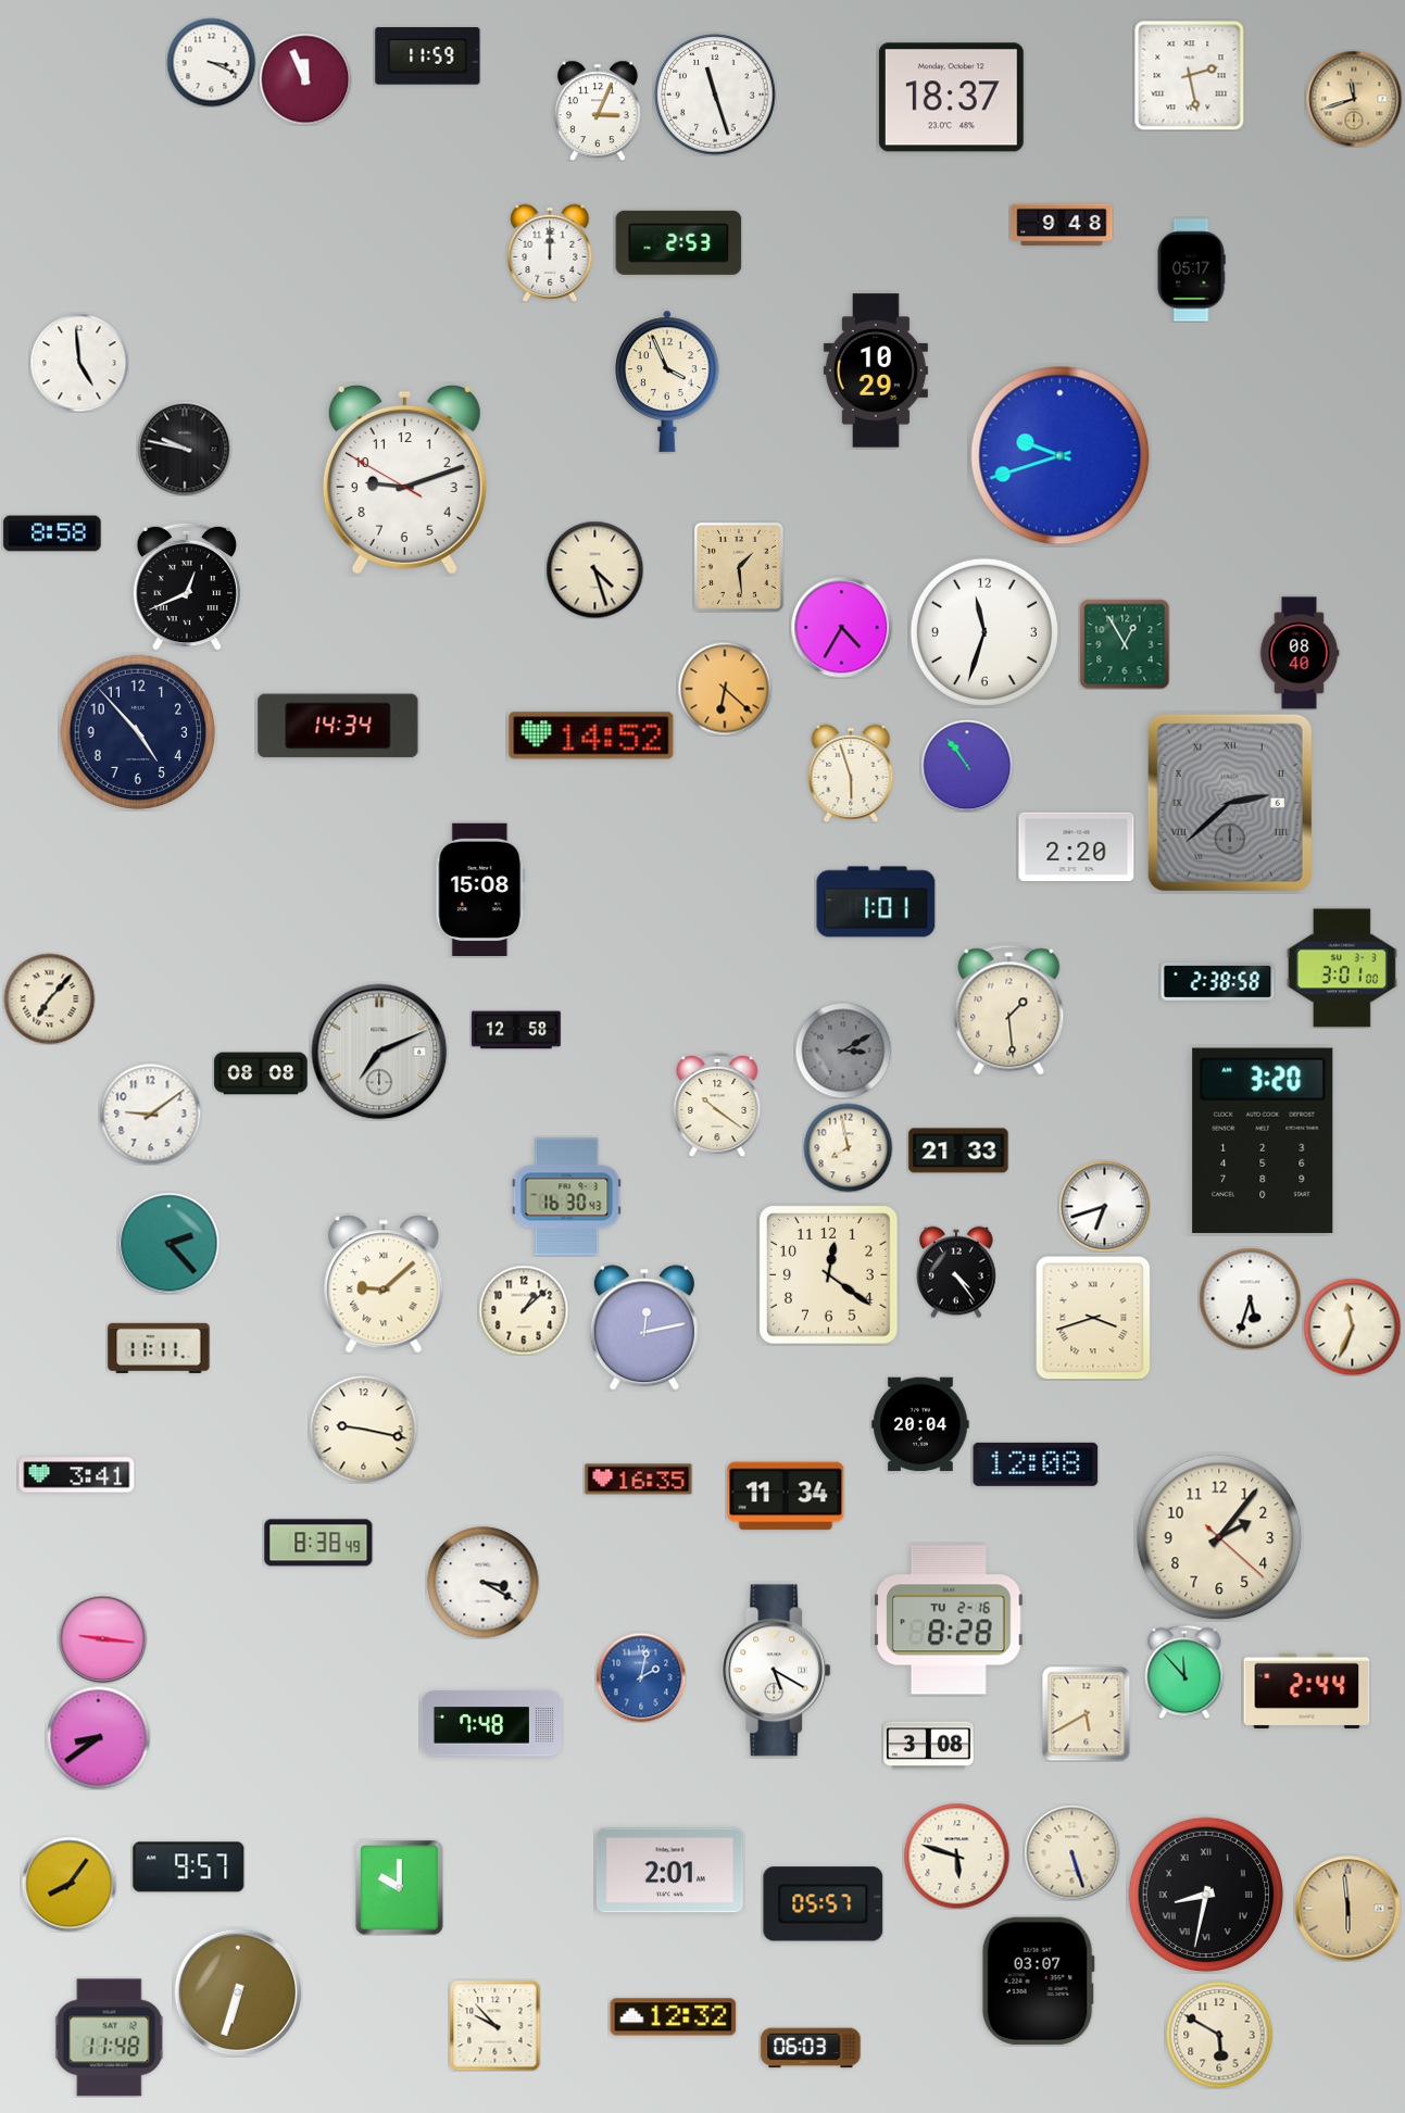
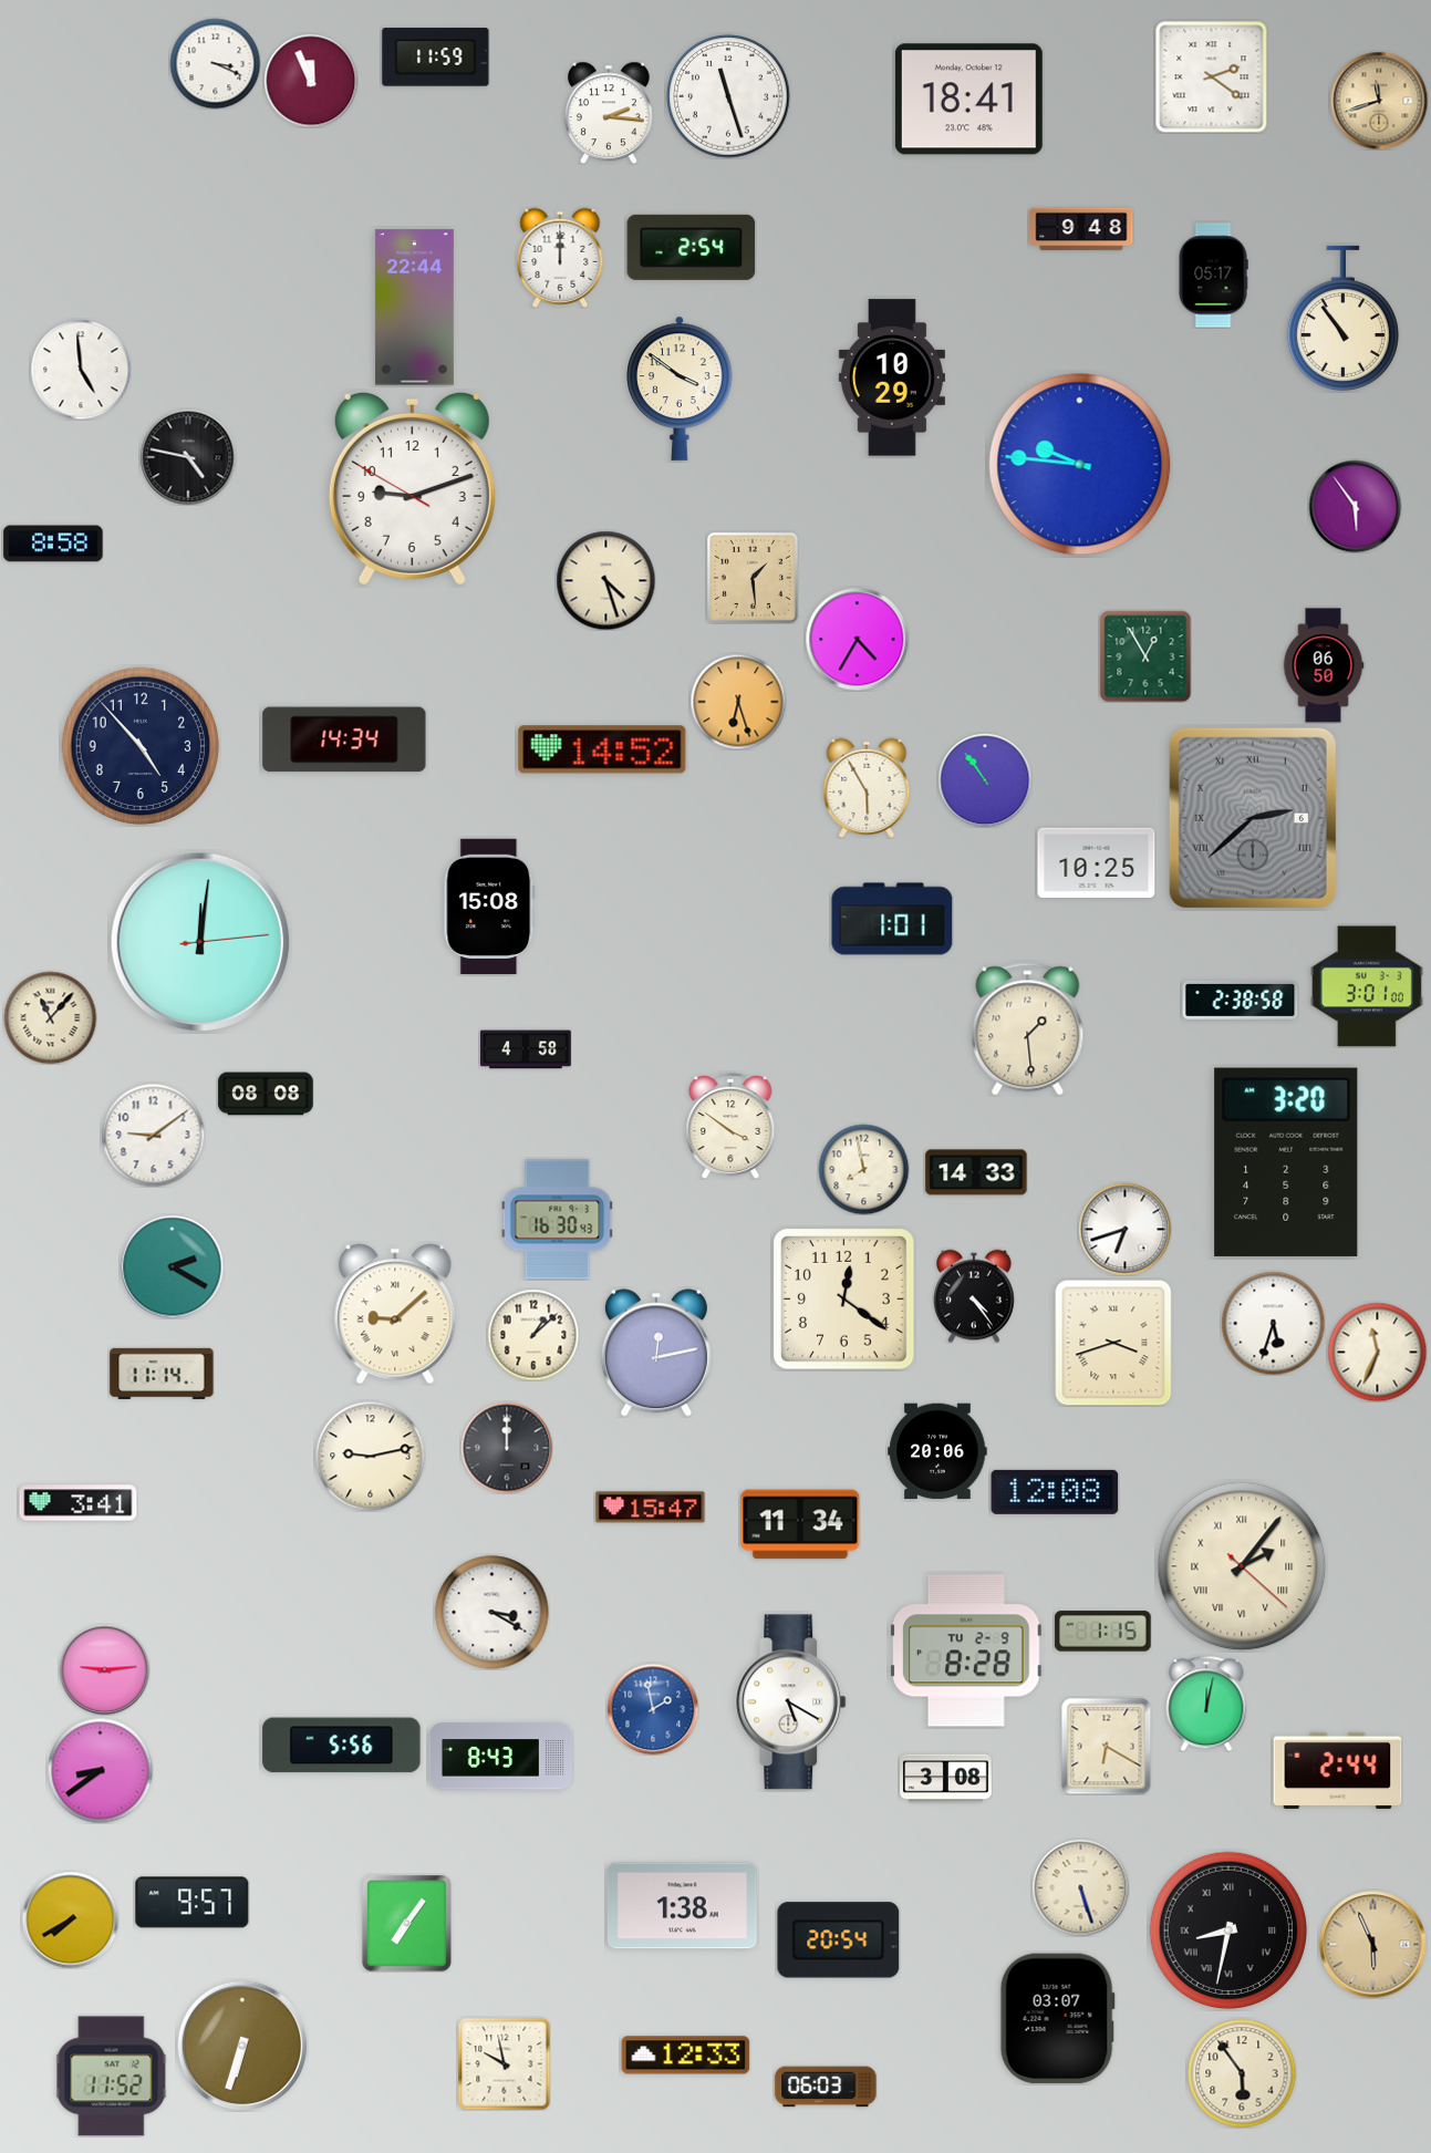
clock at (1190, 76): 2:28 -> 2:21
clock at (951, 98): 18:37 -> 18:41
clock at (598, 111): 3:04 -> 2:16
clock at (679, 242): 2:53 -> 2:54
clock at (414, 308): none -> 22:44
clock at (1342, 318): none -> 10:54
clock at (667, 381): 3:56 -> 3:51
clock at (185, 449): 9:47 -> 4:47
clock at (1061, 456): 9:42 -> 9:46
clock at (1355, 506): none -> 5:54
clock at (187, 587): 12:41 -> none
clock at (984, 632): 11:33 -> none
clock at (1300, 653): 08:40 -> 06:50
clock at (725, 689): 6:22 -> 6:27
clock at (851, 773): 5:57 -> 5:55
clock at (1077, 847): 2:20 -> 10:25
clock at (199, 941): none -> 12:01
clock at (49, 998): 7:07 -> 11:07
clock at (517, 1030): 12:58 -> 4:58
clock at (843, 1051): 3:10 -> none
clock at (379, 1052): 7:11 -> none
clock at (717, 1105): 10:21 -> 3:51
clock at (958, 1150): 21:33 -> 14:33
clock at (567, 1197) position: (567, 1197) -> (558, 1220)
clock at (168, 1243): 2:23 -> 2:20
clock at (384, 1284) position: (384, 1284) -> (395, 1314)
clock at (159, 1348): 11:11 -> 11:14
clock at (507, 1448): none -> 12:00
clock at (920, 1424): 20:04 -> 20:06
clock at (364, 1430): 9:17 -> 9:13
clock at (639, 1480): 16:35 -> 15:47
clock at (1219, 1537) numerals: Arabic -> Roman
clock at (318, 1543): 8:38 -> none
clock at (1103, 1632): none -> 1:15
clock at (950, 1620) date: TU 2-16 -> TU 2-9
clock at (102, 1638): 9:16 -> 9:14
clock at (1184, 1672): 11:53 -> 12:02
clock at (641, 1677): 2:02 -> 1:58
clock at (1307, 1691) position: (1307, 1691) -> (1338, 1771)
clock at (342, 1746): none -> 5:56
clock at (1087, 1713): 5:40 -> 6:20
clock at (491, 1724): 7:48 -> 8:43
clock at (1071, 1852) position: (1071, 1852) -> (1080, 1887)
clock at (956, 1856): 5:48 -> none
clock at (669, 1871): 2:01 -> 1:38
clock at (68, 1884): 8:06 -> 7:40
clock at (400, 1888): 10:00 -> 7:06
clock at (824, 1904): 05:57 -> 20:54
clock at (1348, 1909): 5:59 -> 5:56
clock at (238, 1992) position: (238, 1992) -> (242, 2046)
clock at (674, 2017): 12:32 -> 12:33
clock at (494, 2025): 9:53 -> 9:58
clock at (1219, 2035): 5:50 -> 5:54
clock at (110, 2038): 11:48 -> 11:52
